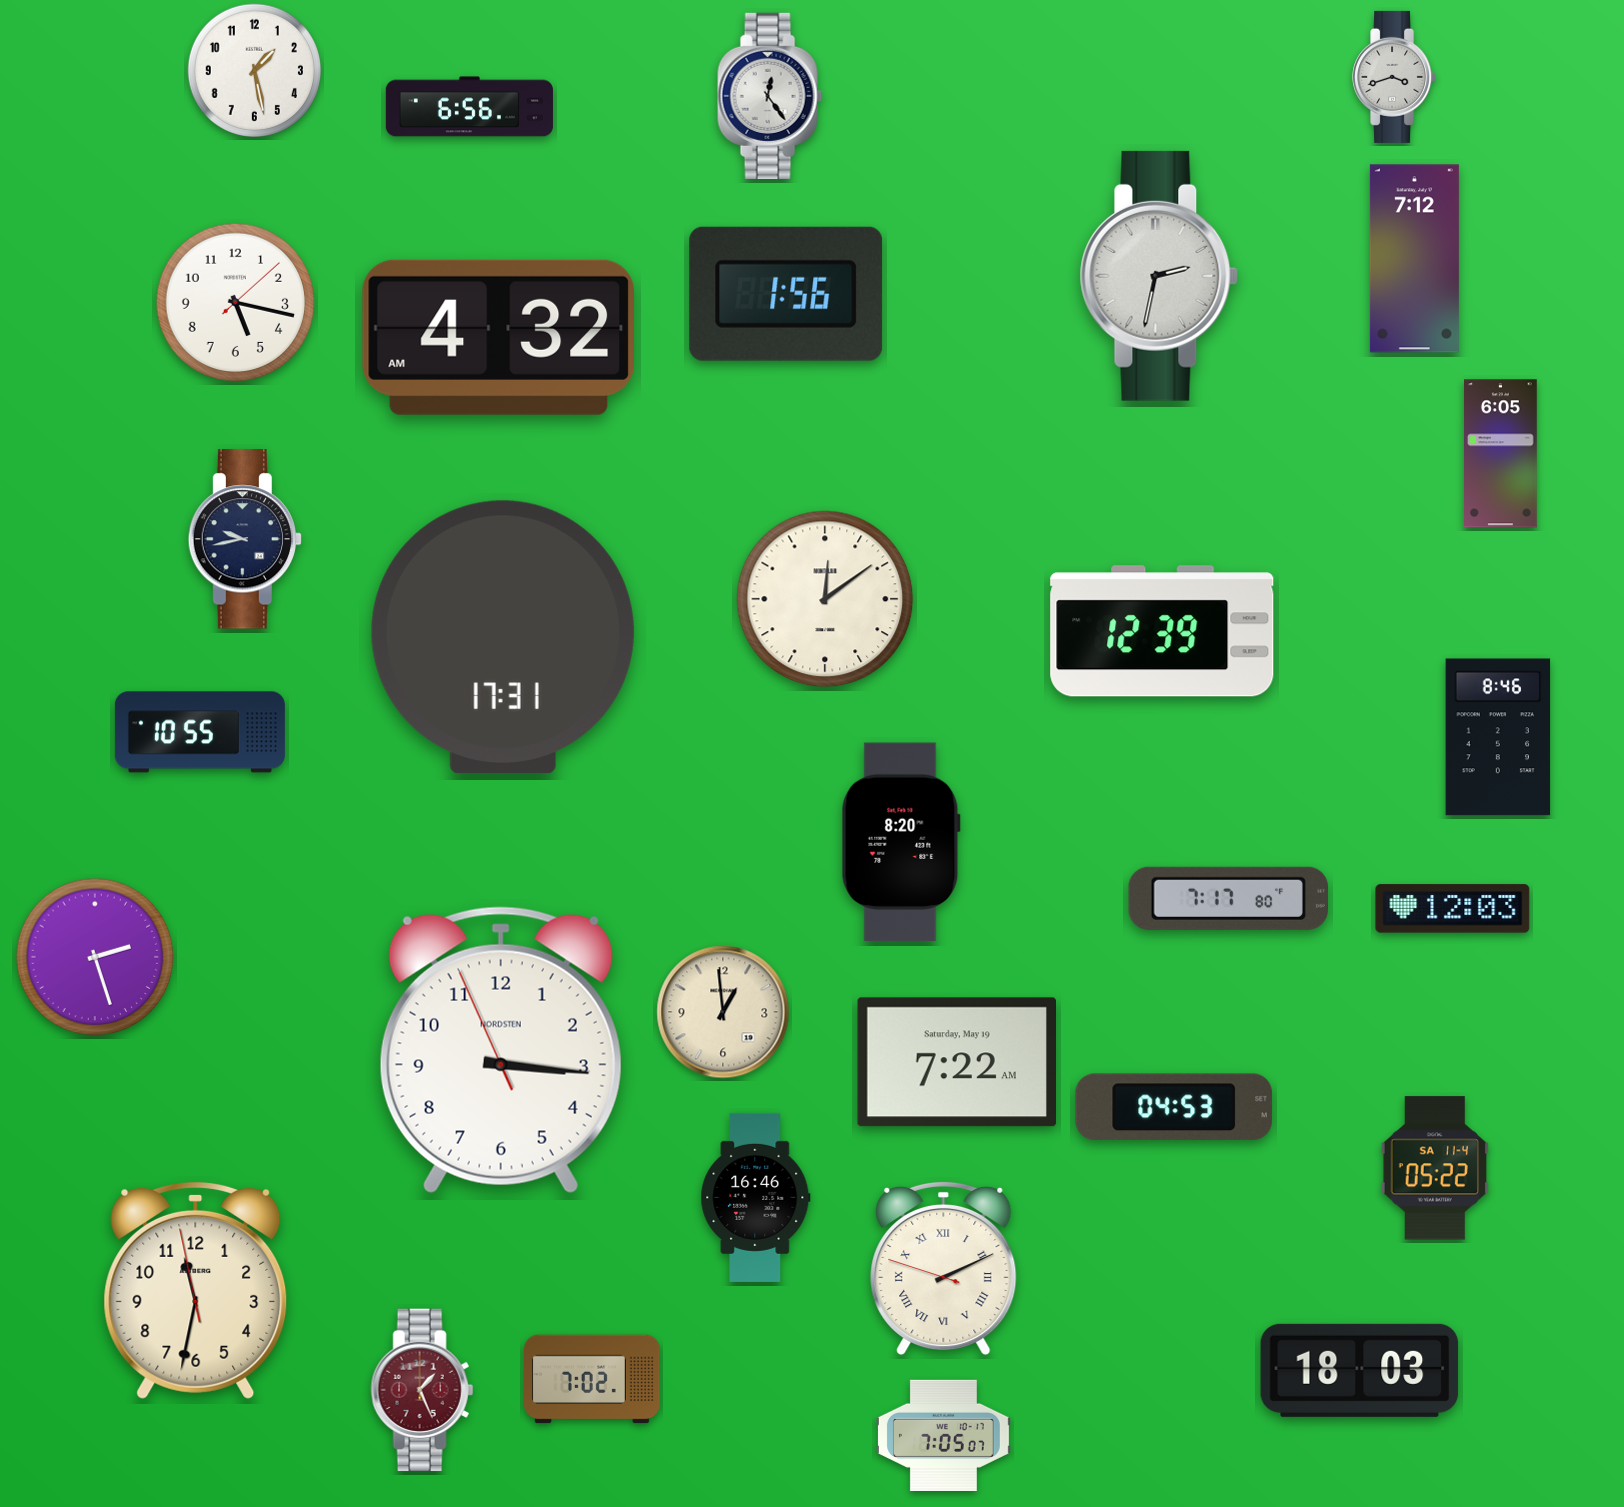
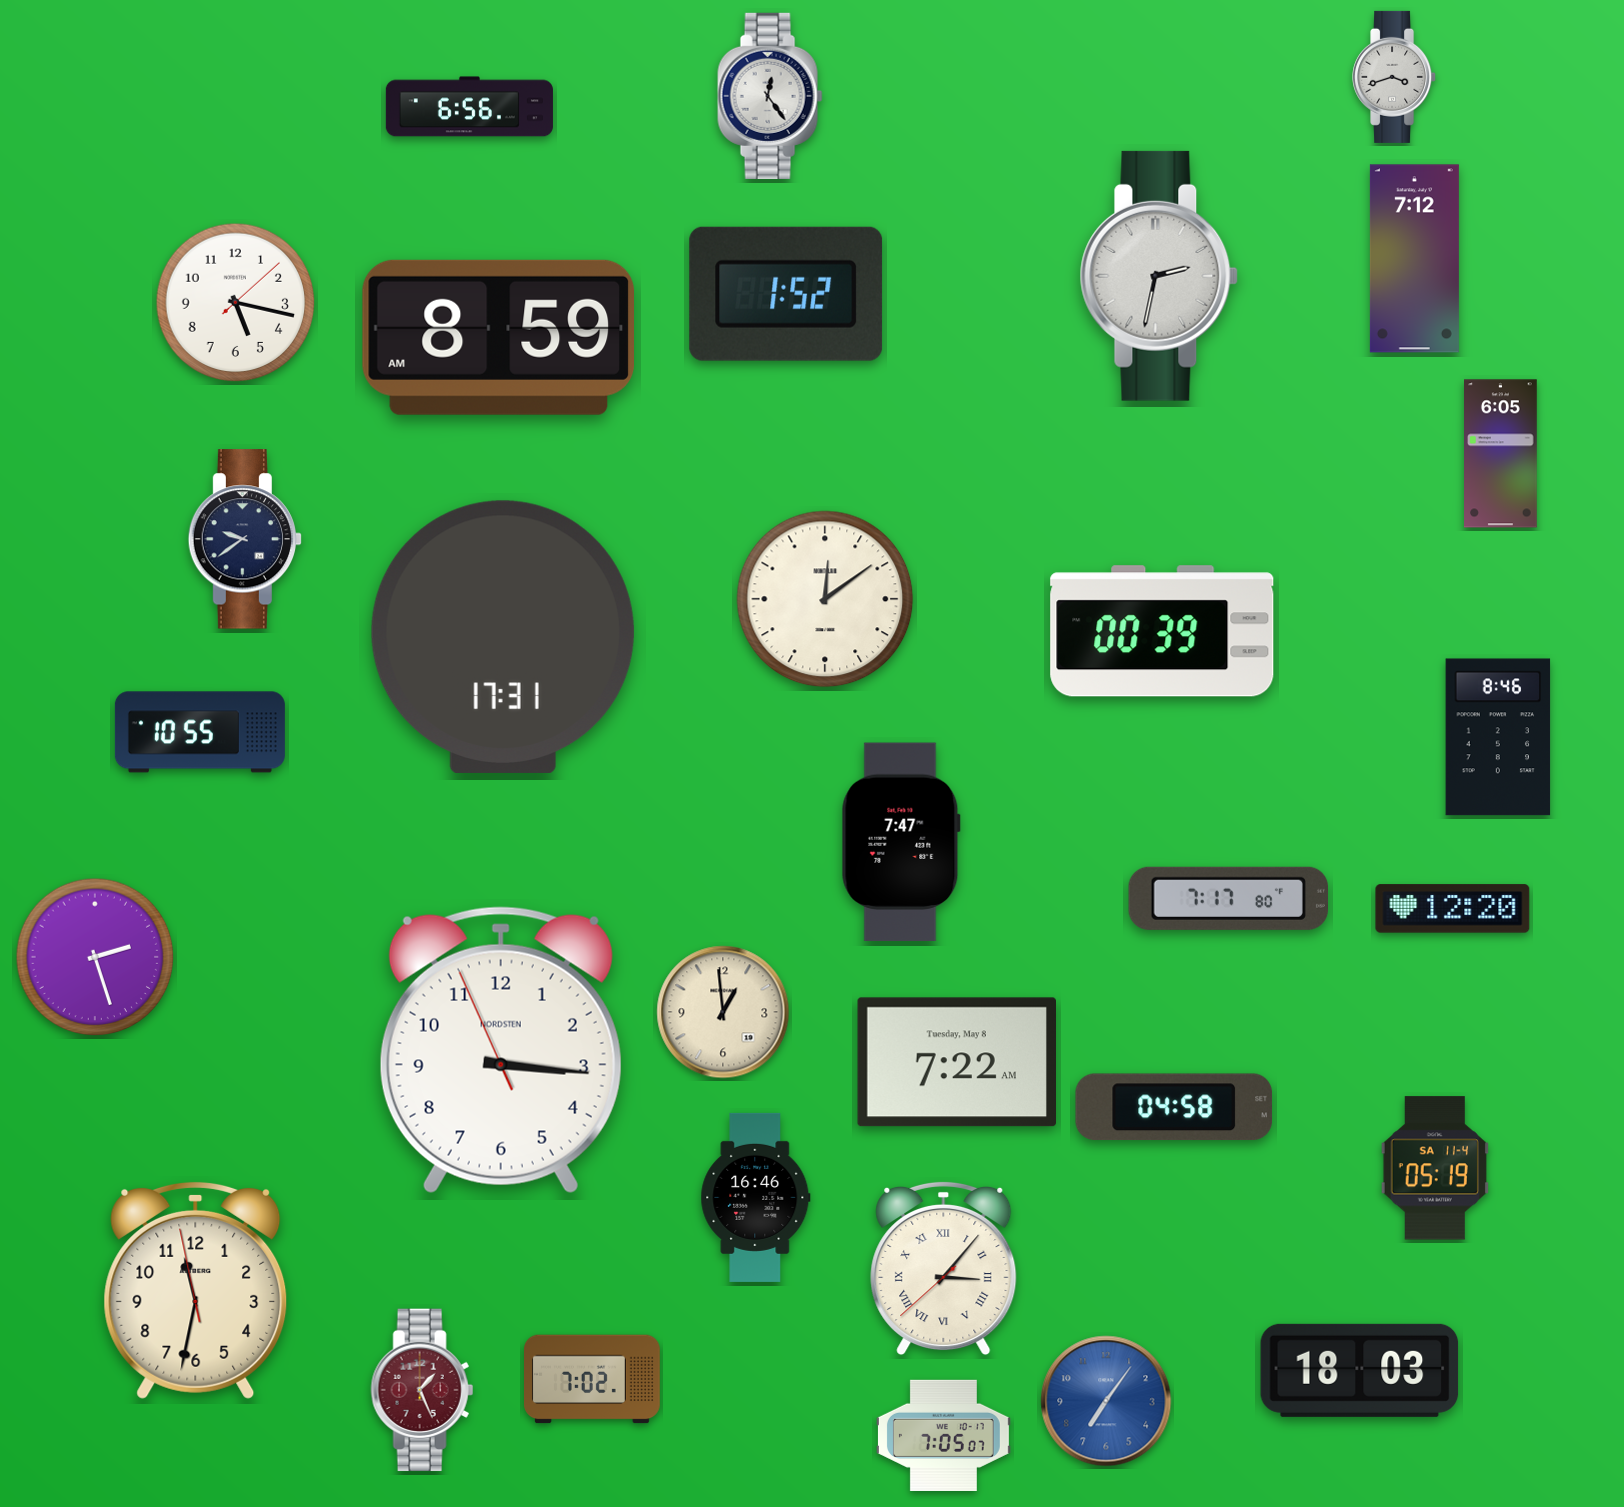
clock at (254, 70): 1:28 -> none
clock at (786, 294): 1:56 -> 1:52
clock at (498, 337): 4:32 -> 8:59
clock at (245, 539): 9:43 -> 9:39
clock at (1162, 631): 12:39 -> 00:39
clock at (901, 842): 8:20 -> 7:47
clock at (1453, 909): 12:03 -> 12:20
clock at (956, 1062) date: Saturday, May 19 -> Tuesday, May 8
clock at (1174, 1106): 04:53 -> 04:58
clock at (1434, 1168): 05:22 -> 05:19
clock at (944, 1268): 2:10 -> 3:06
clock at (1106, 1401): none -> 7:06
